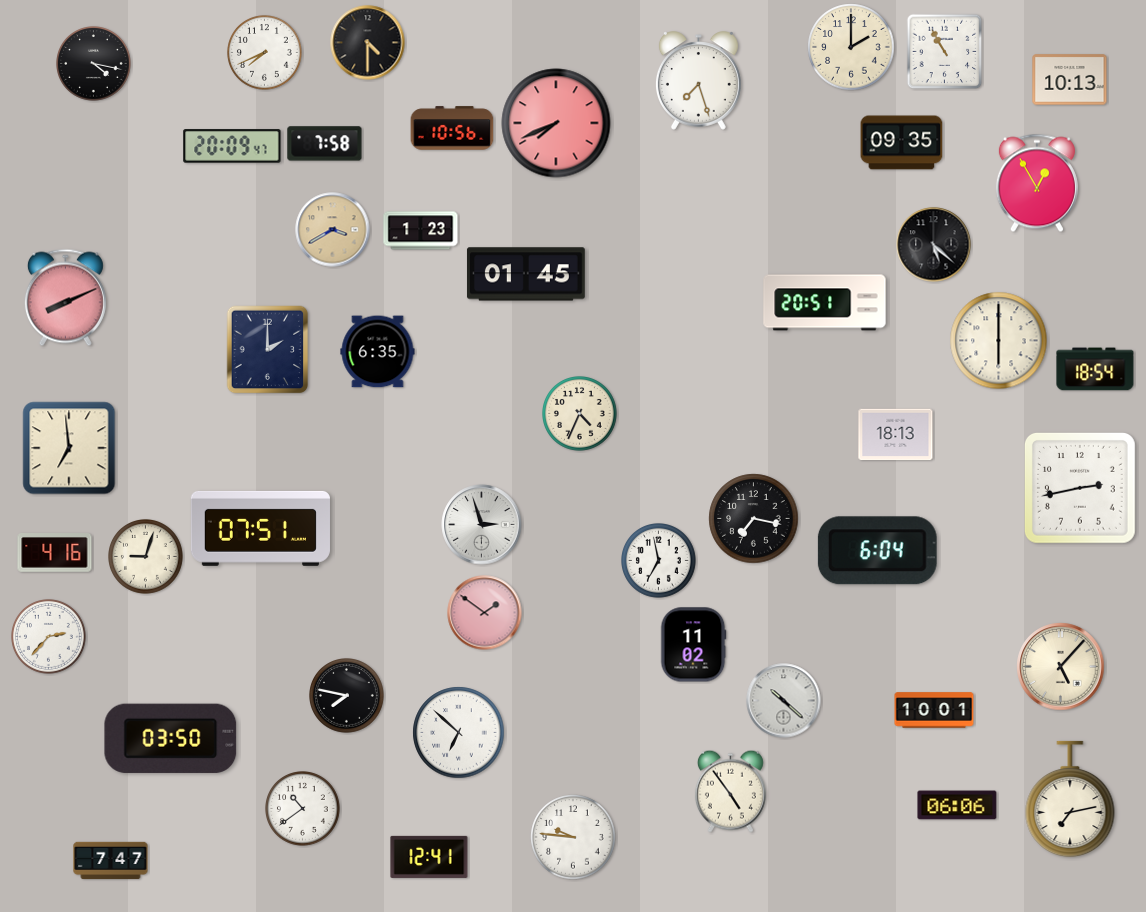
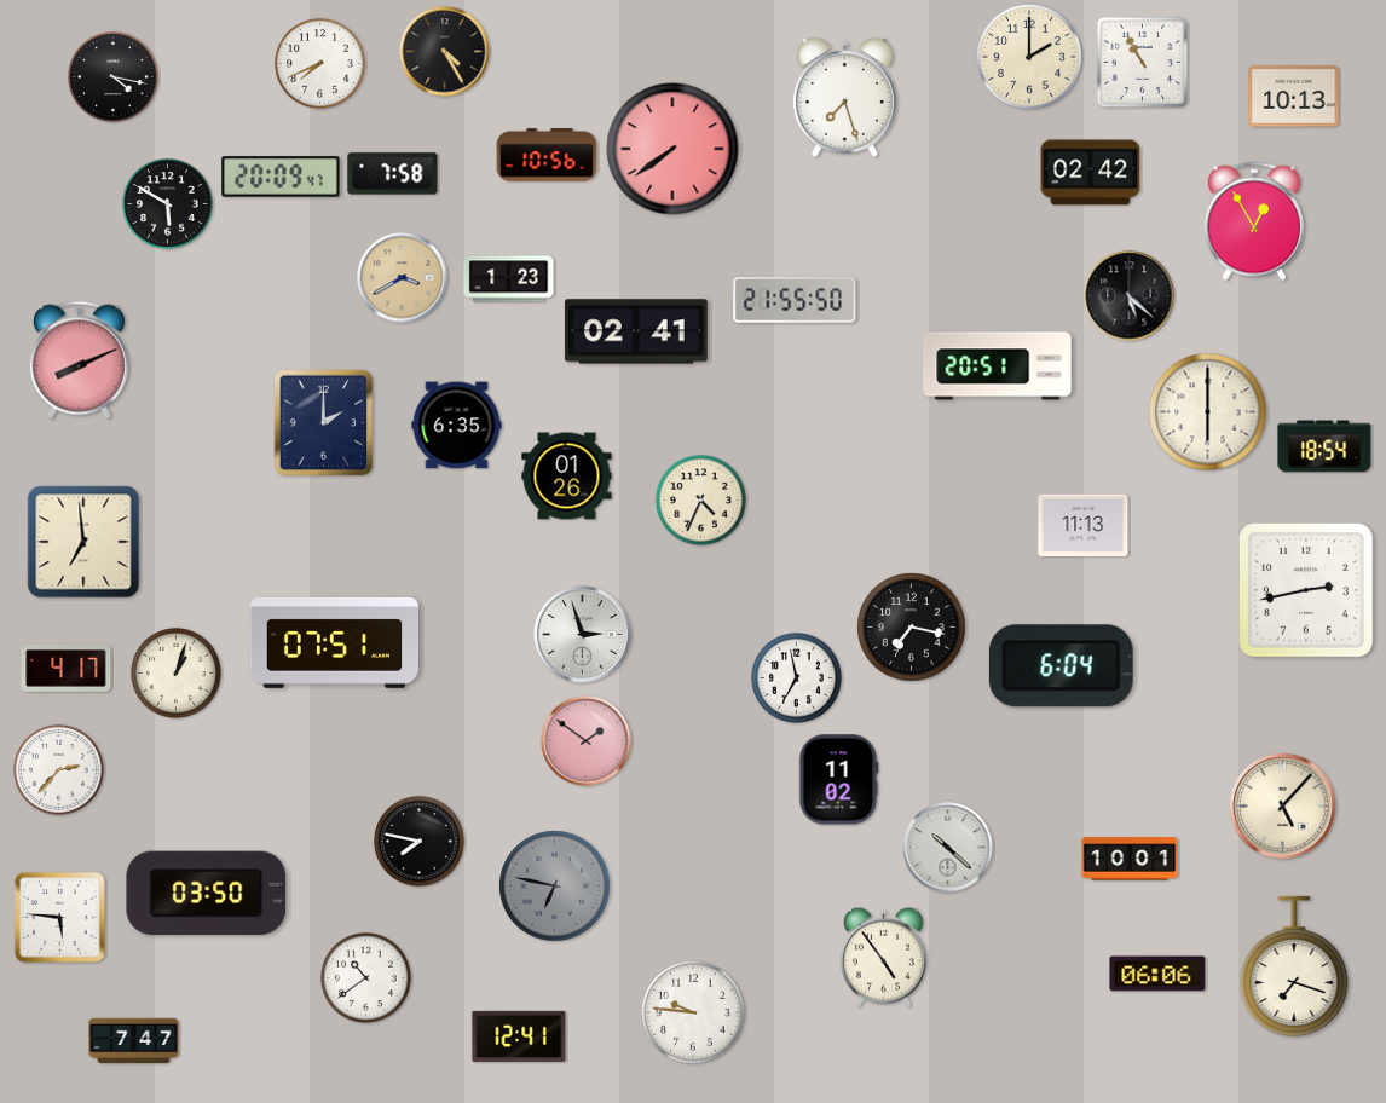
clock at (368, 43): 4:30 -> 4:25
clock at (556, 123): 7:41 -> 7:39
clock at (902, 143): 09:35 -> 02:42
clock at (168, 204): none -> 5:50
clock at (795, 300): none -> 21:55
clock at (526, 274): 01:45 -> 02:41
clock at (567, 477): none -> 01:26
clock at (896, 435): 18:13 -> 11:13
clock at (260, 528) position: (260, 528) -> (334, 642)
clock at (55, 553): 4:16 -> 4:17
clock at (146, 557): 9:03 -> 1:03
clock at (459, 733): 6:52 -> 6:47
clock at (459, 733) dial: white -> grey
clock at (60, 918): none -> 5:46
clock at (1070, 799): 7:13 -> 7:18
